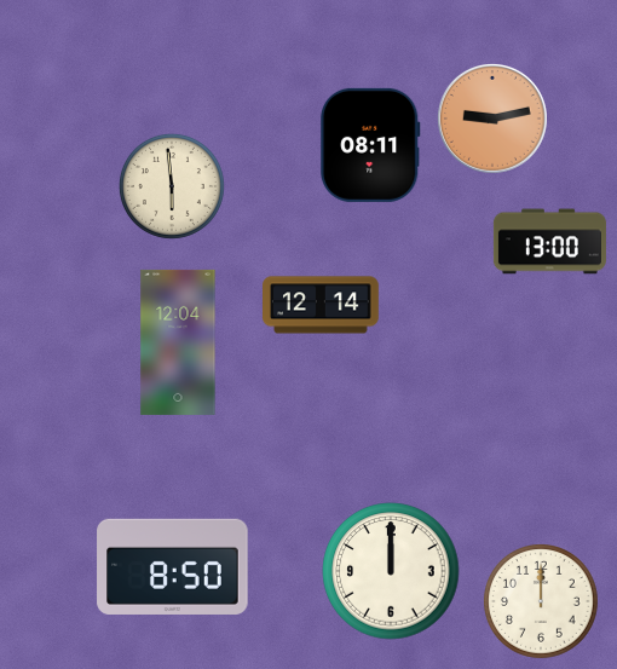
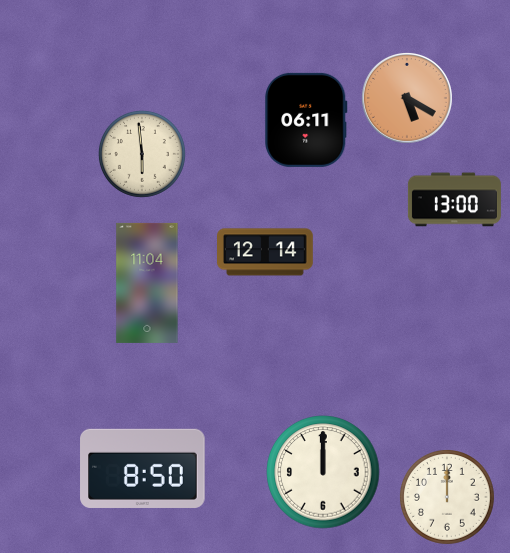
clock at (492, 119): 9:13 -> 5:20
clock at (370, 145): 08:11 -> 06:11
clock at (178, 342): 12:04 -> 11:04
